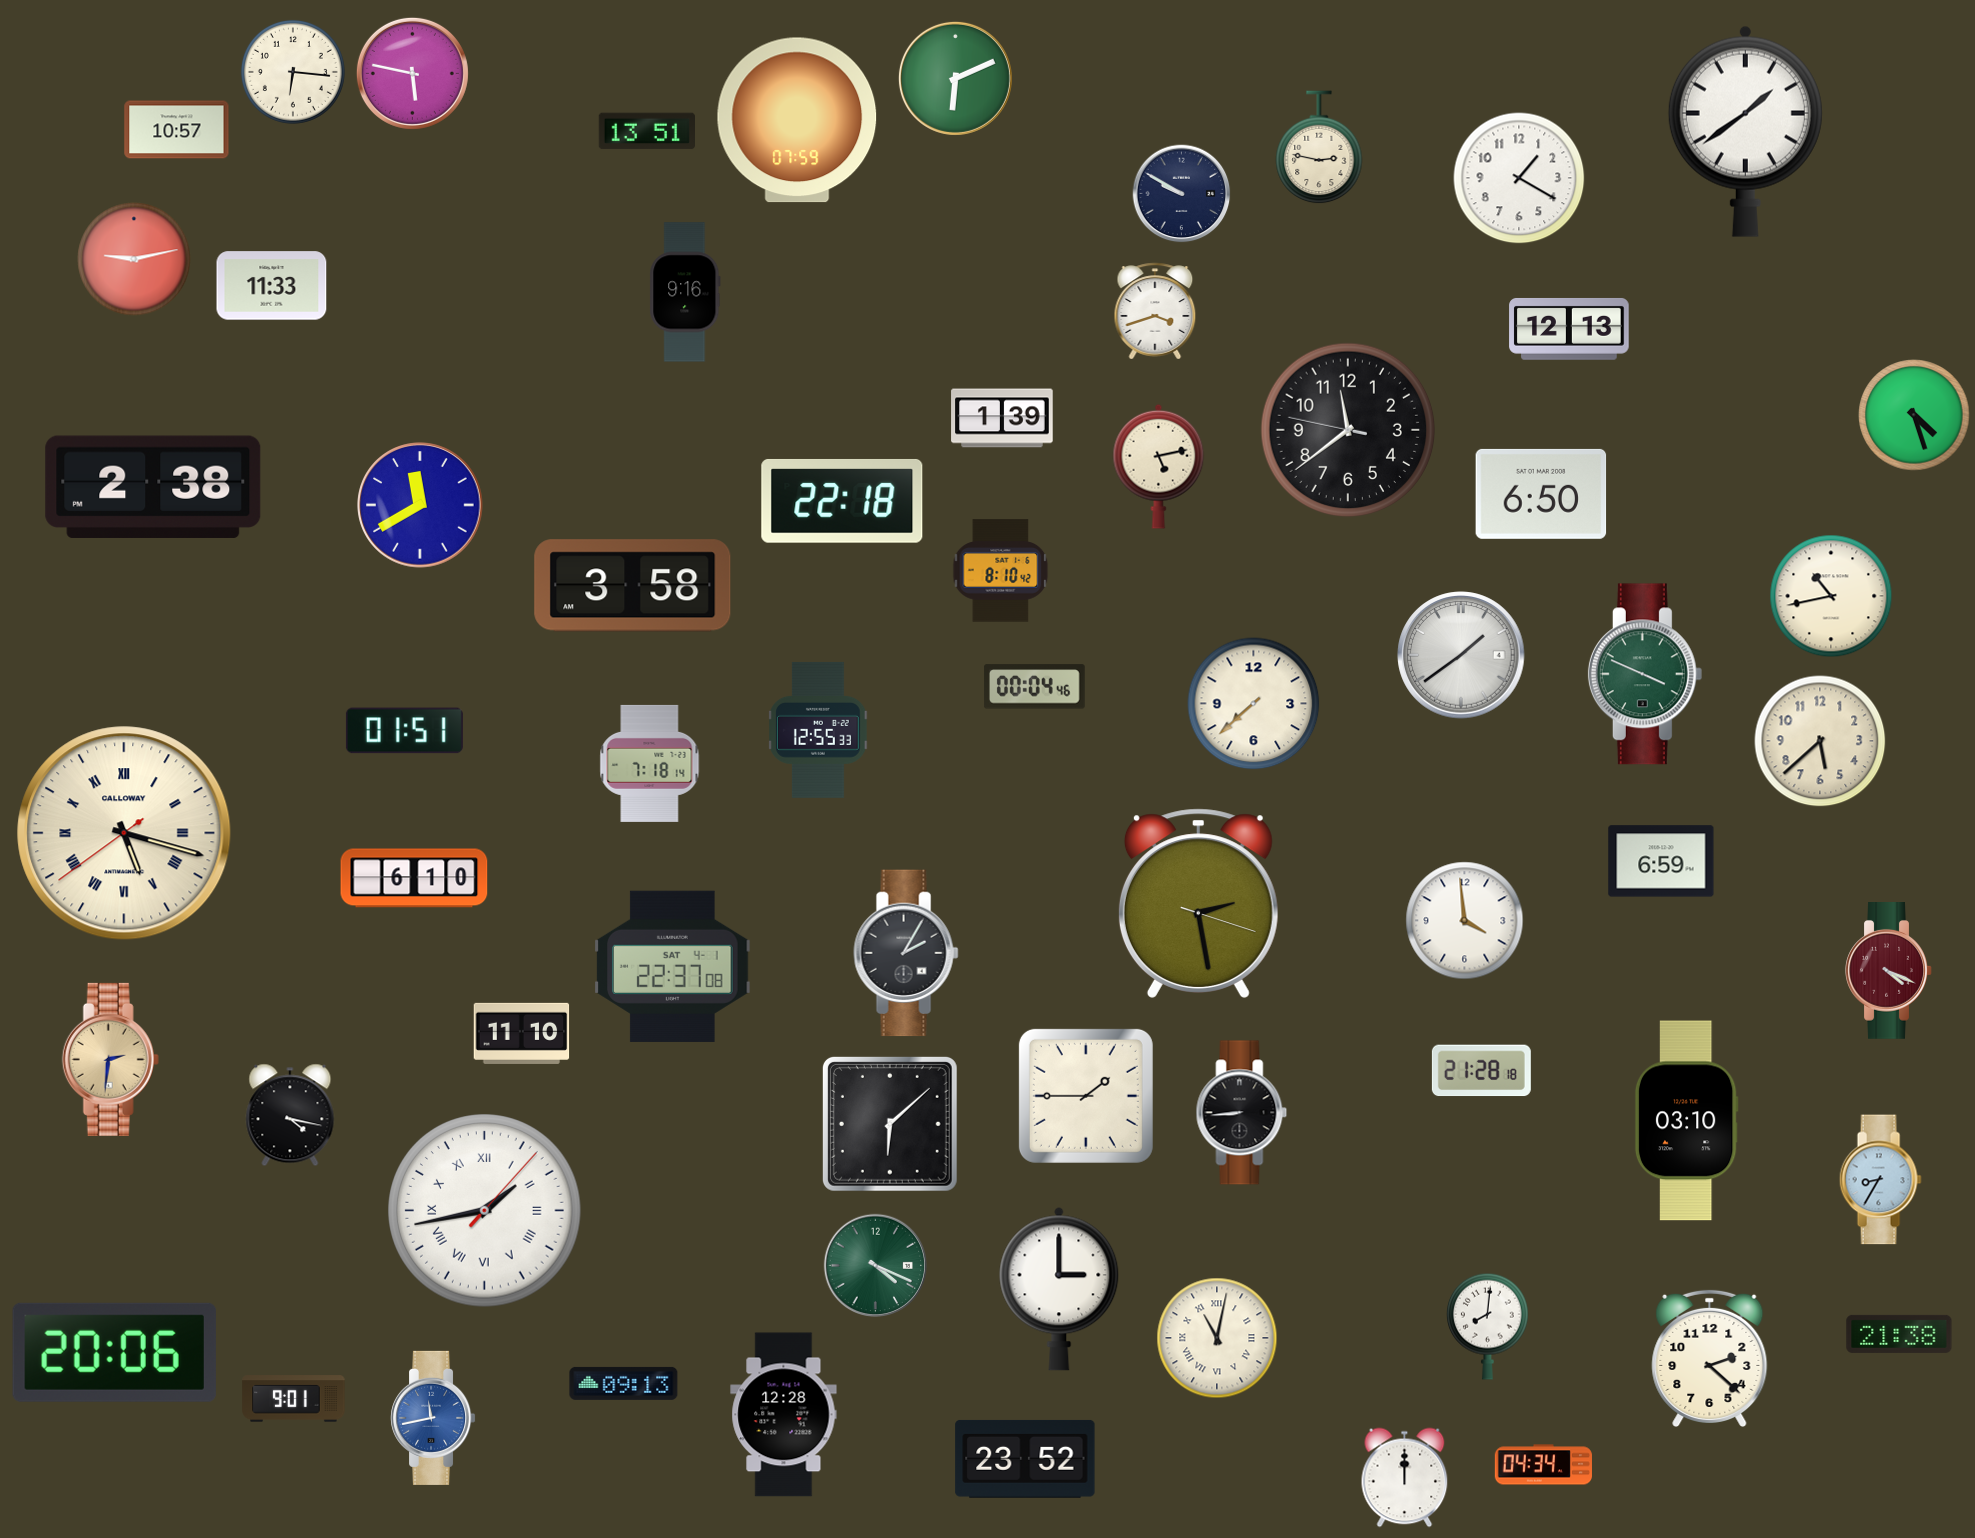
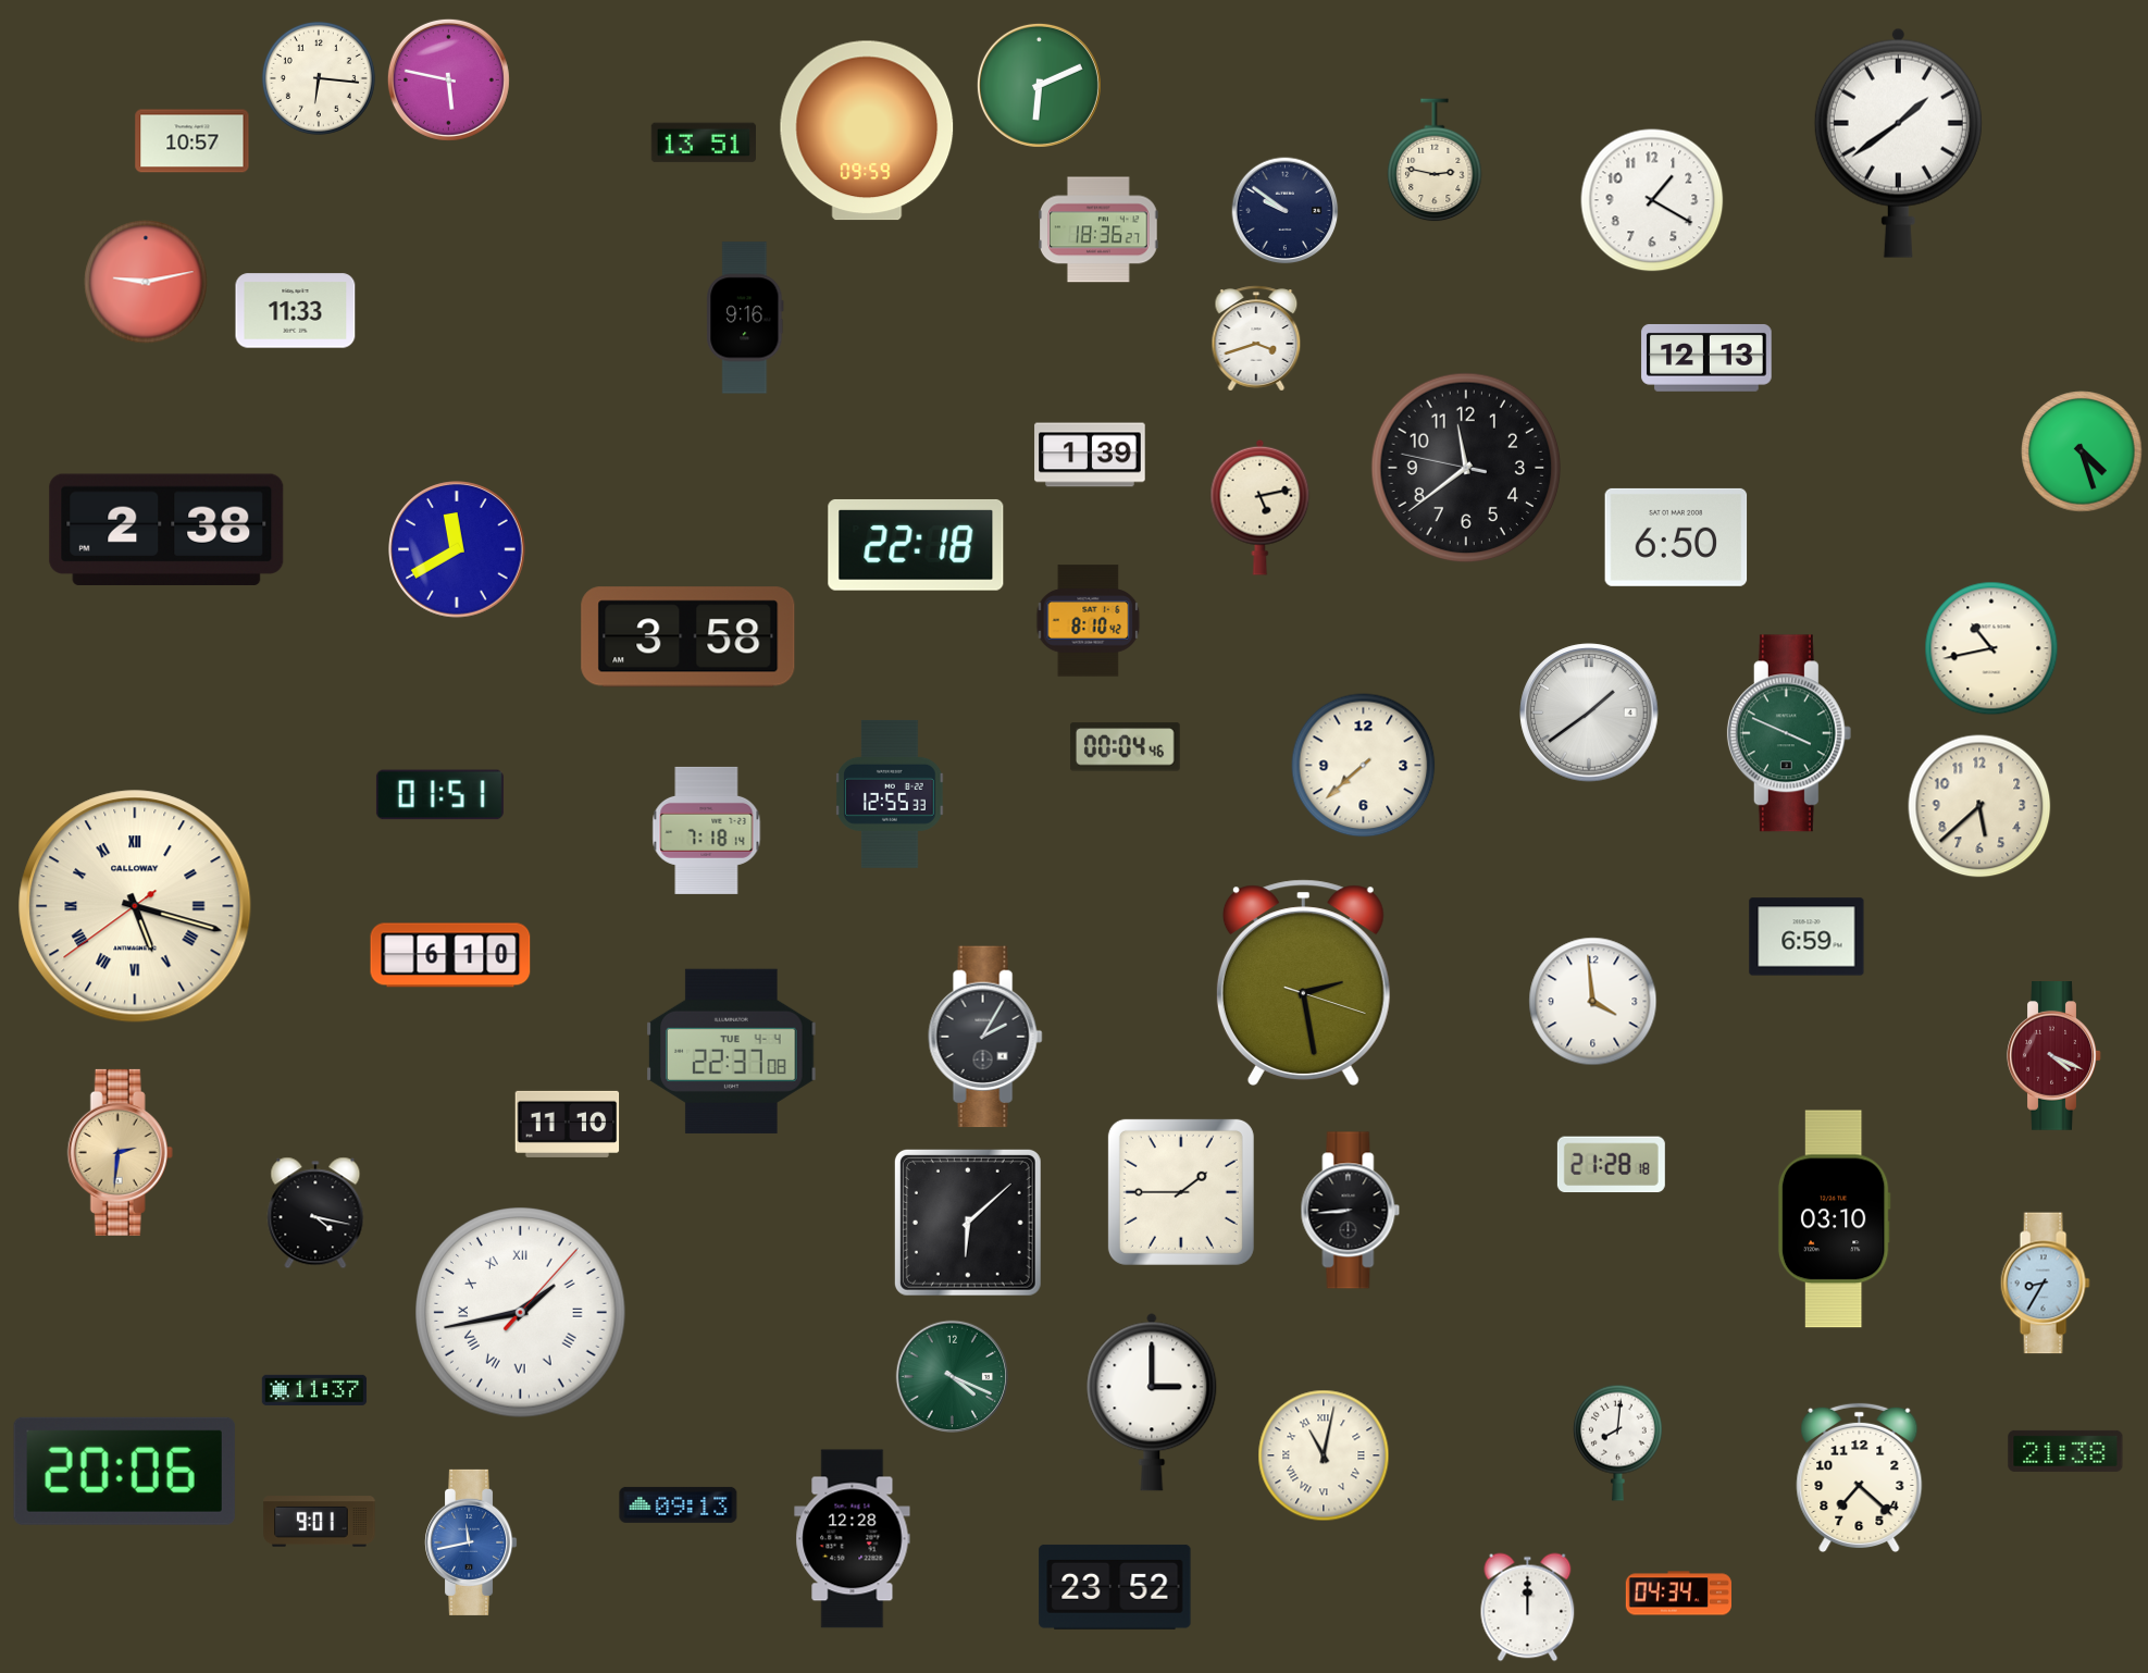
clock at (797, 120): 07:59 -> 09:59
clock at (1519, 178) position: (1519, 178) -> (1652, 200)
clock at (1182, 194): 9:50 -> 9:51
clock at (1098, 230): none -> 18:36
clock at (673, 966) date: SAT 4-1 -> TUE 4-4
clock at (485, 1211) position: (485, 1211) -> (521, 1313)
clock at (314, 1390): none -> 11:37
clock at (1710, 1358): 2:22 -> 7:22
